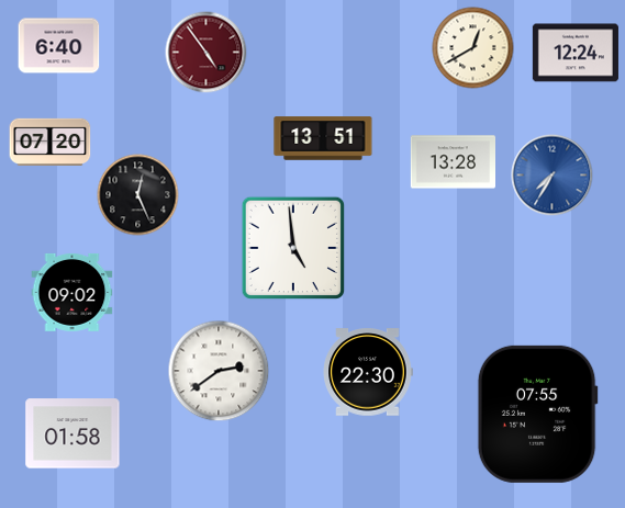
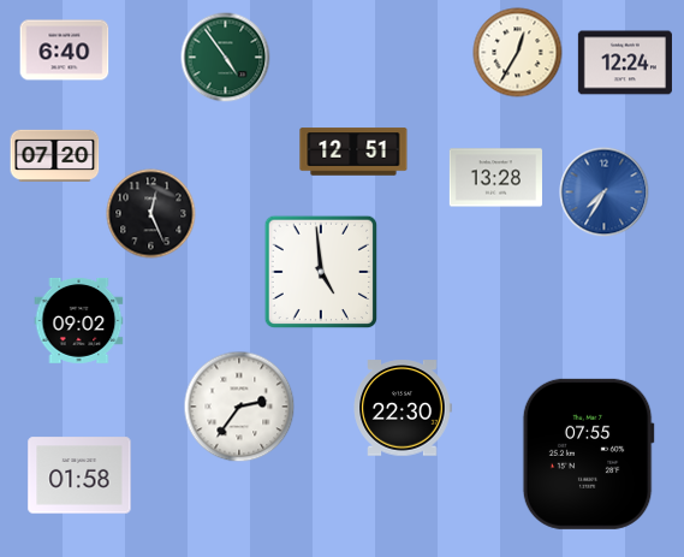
clock at (473, 48): 12:40 -> 12:35
clock at (207, 53) dial: burgundy -> green
clock at (576, 53) position: (576, 53) -> (625, 63)
clock at (323, 138): 13:51 -> 12:51
clock at (219, 371): 2:39 -> 2:36
